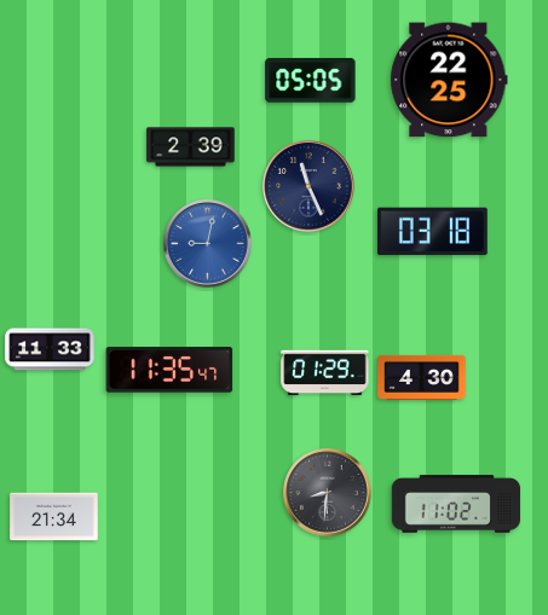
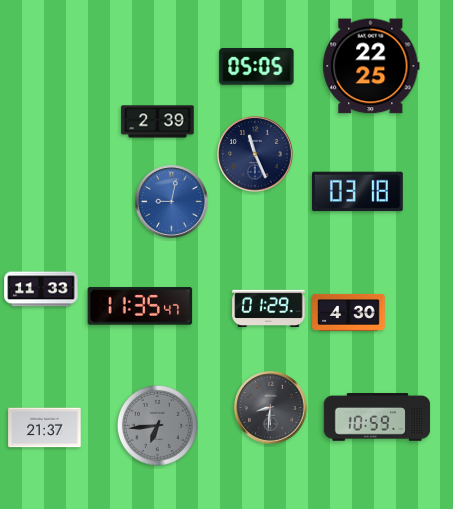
clock at (456, 504): 11:02 -> 10:59
clock at (157, 425): none -> 6:44
clock at (54, 517): 21:34 -> 21:37
